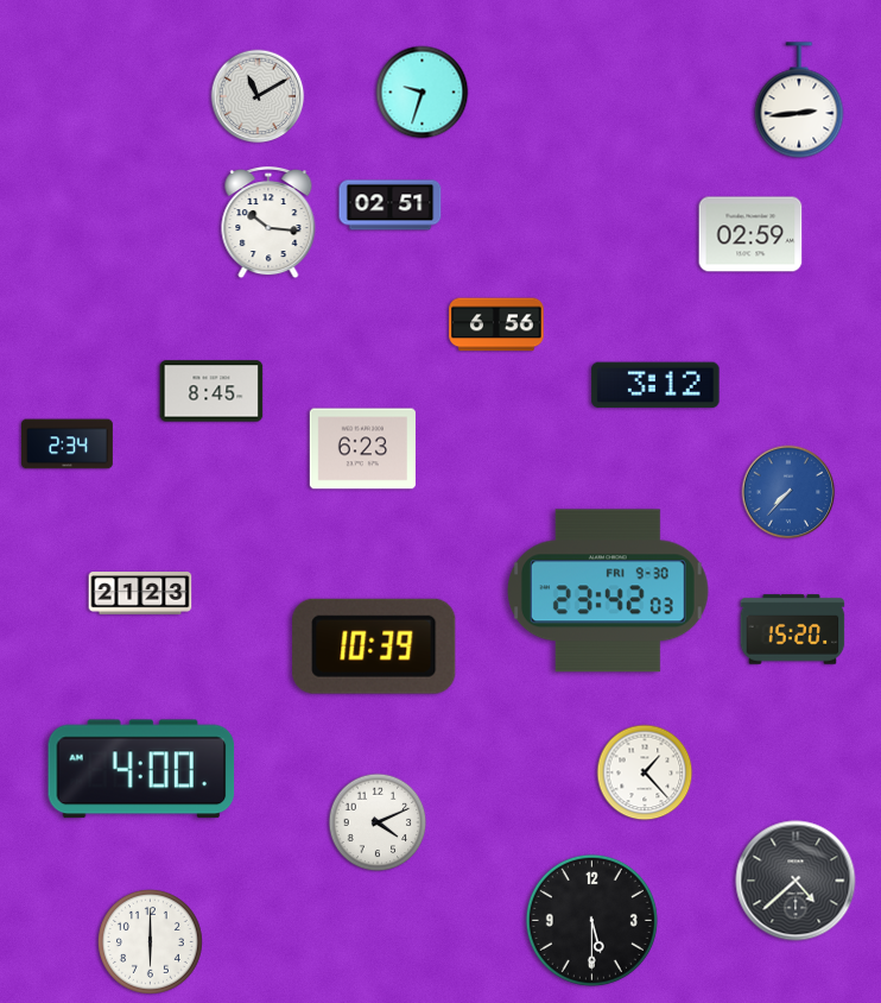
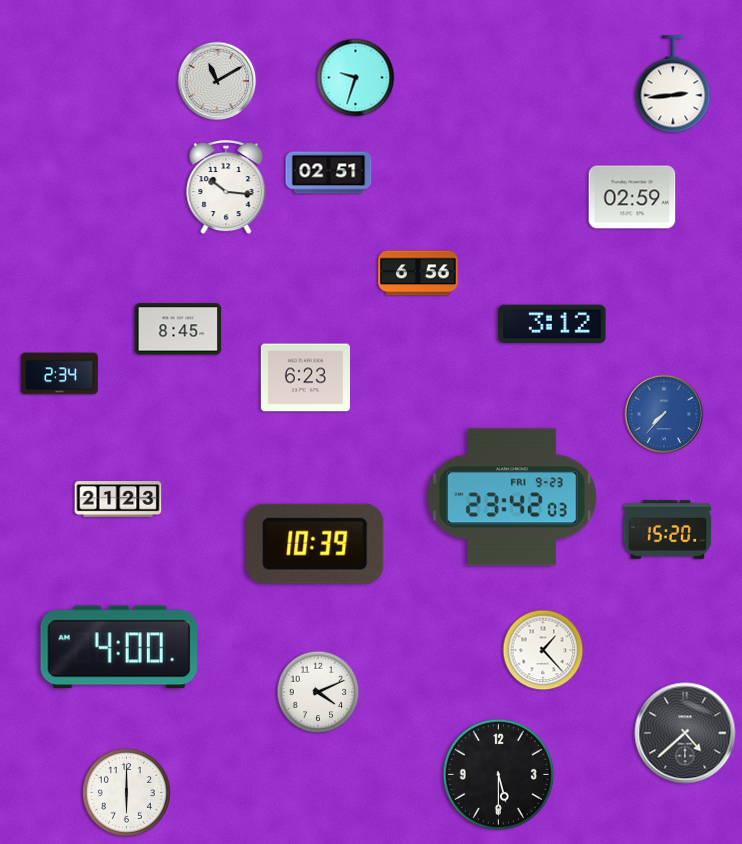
clock at (66, 444) position: (66, 444) -> (59, 374)
clock at (608, 591) date: FRI 9-30 -> FRI 9-23
clock at (796, 881) position: (796, 881) -> (685, 733)
